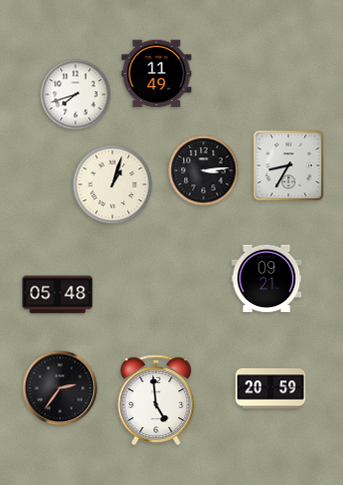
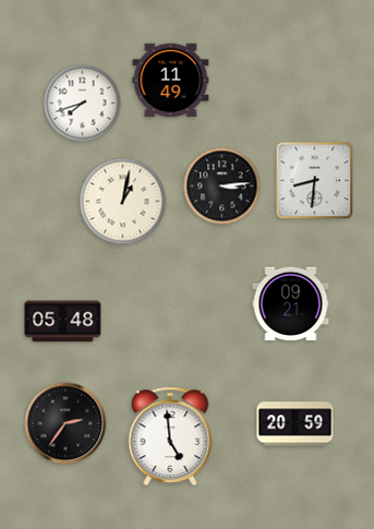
clock at (289, 166): 8:35 -> 8:31
clock at (113, 185): 1:03 -> 1:02
